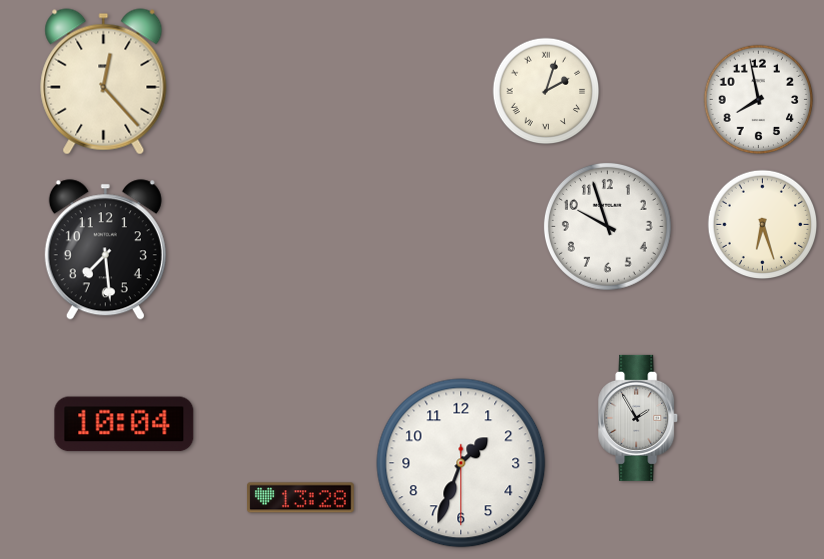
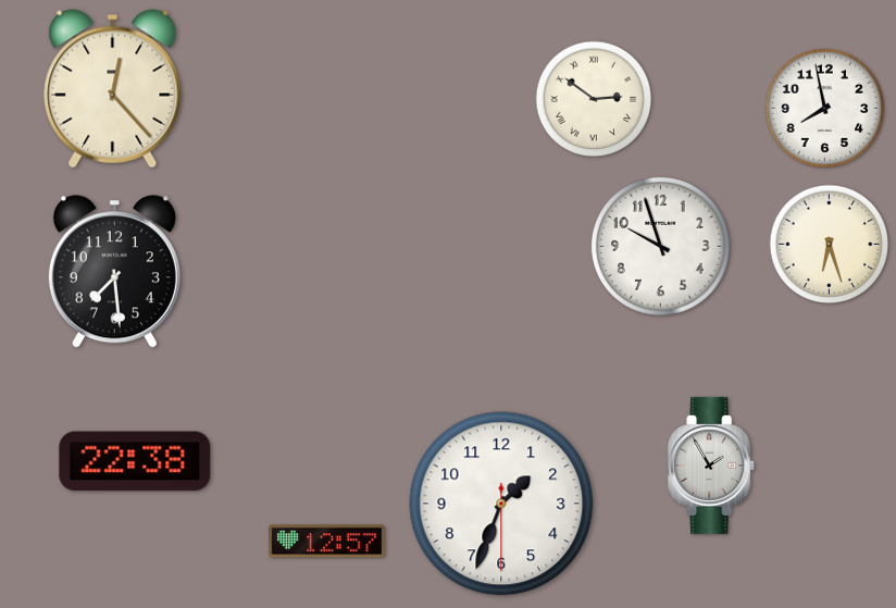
clock at (546, 91): 2:03 -> 2:51
clock at (639, 418) position: (639, 418) -> (712, 466)
clock at (124, 424): 10:04 -> 22:38
clock at (301, 498): 13:28 -> 12:57
